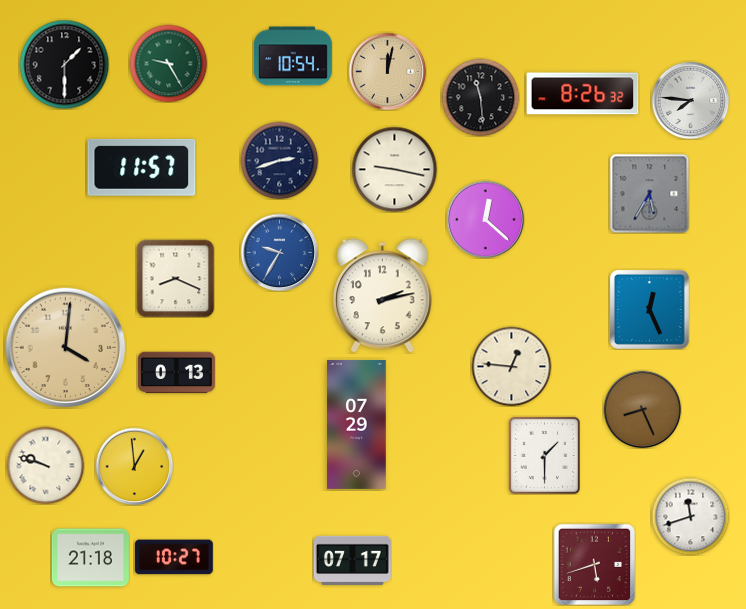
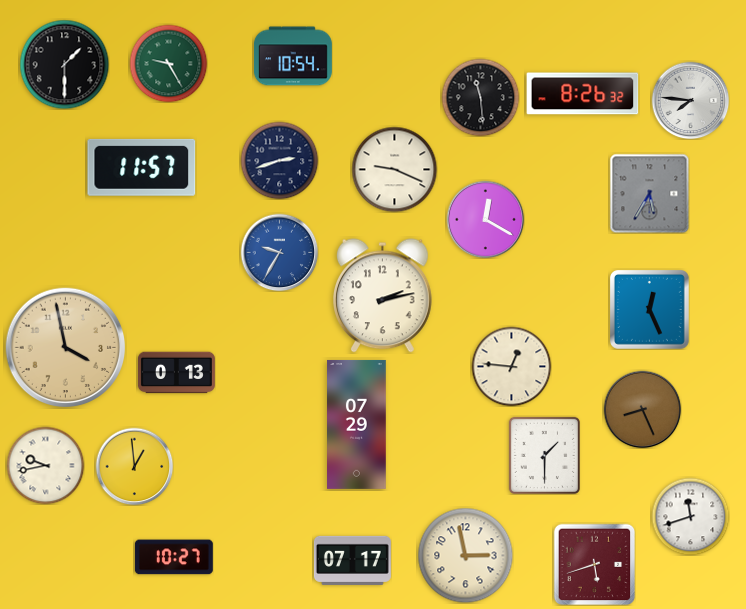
clock at (387, 71): 12:02 -> none
clock at (394, 169): 9:17 -> 9:19
clock at (485, 219): 12:22 -> 12:20
clock at (175, 278): 8:19 -> none
clock at (66, 348): 4:01 -> 3:58
clock at (45, 465): 9:48 -> 9:43
clock at (465, 555): none -> 2:58
clock at (90, 558): 21:18 -> none
